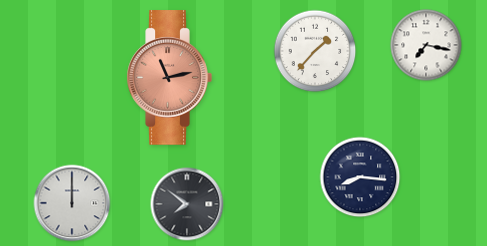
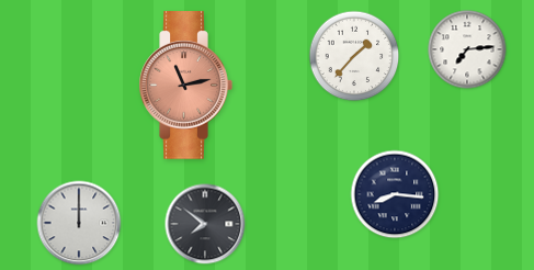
clock at (426, 45): 7:17 -> 7:14
clock at (315, 51) position: (315, 51) -> (354, 56)
